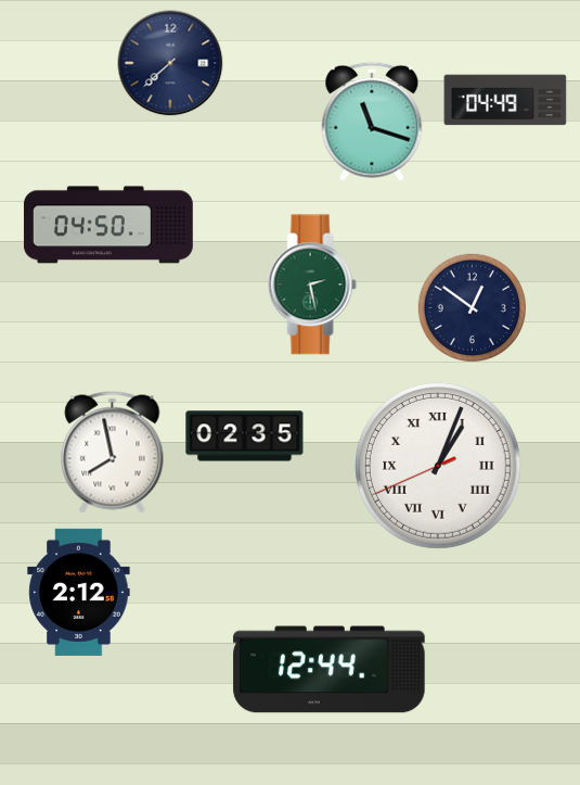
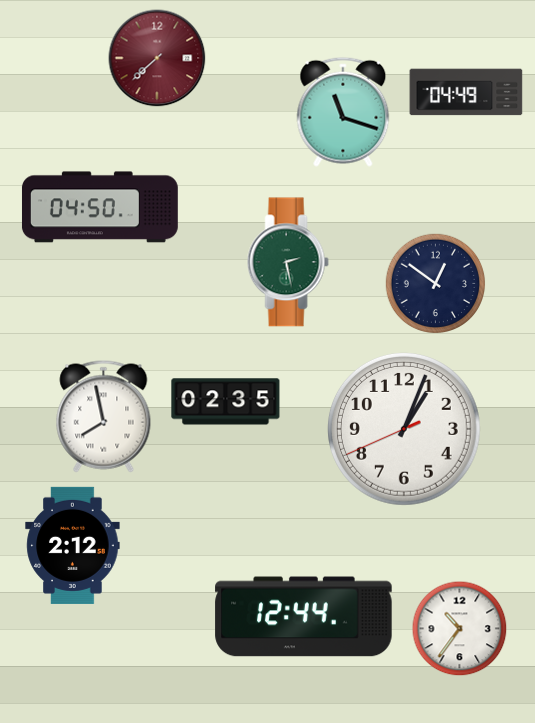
clock at (170, 63) dial: navy -> burgundy
clock at (438, 466) numerals: Roman -> Arabic
clock at (460, 629): none -> 10:36
